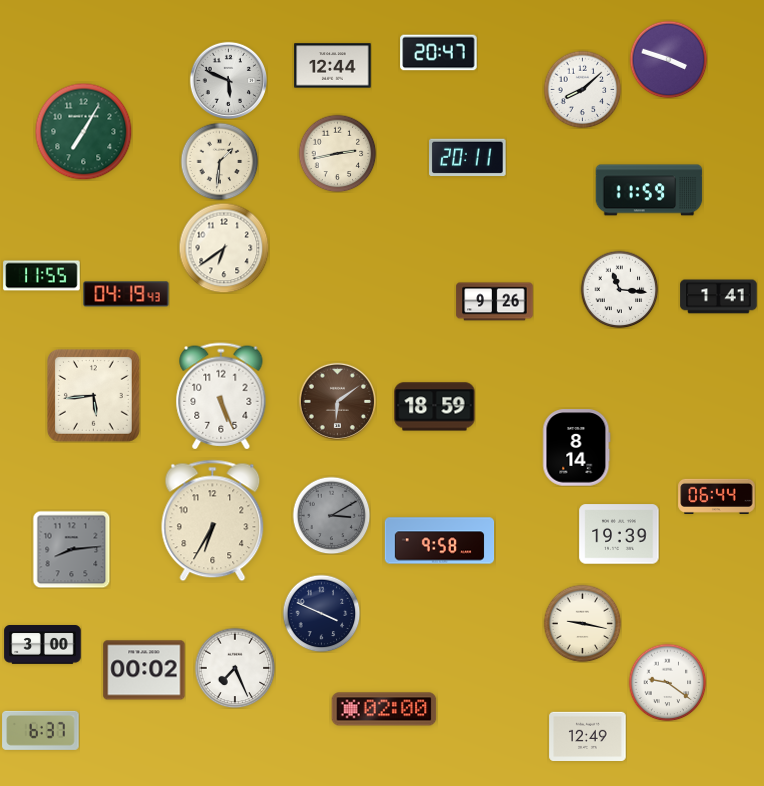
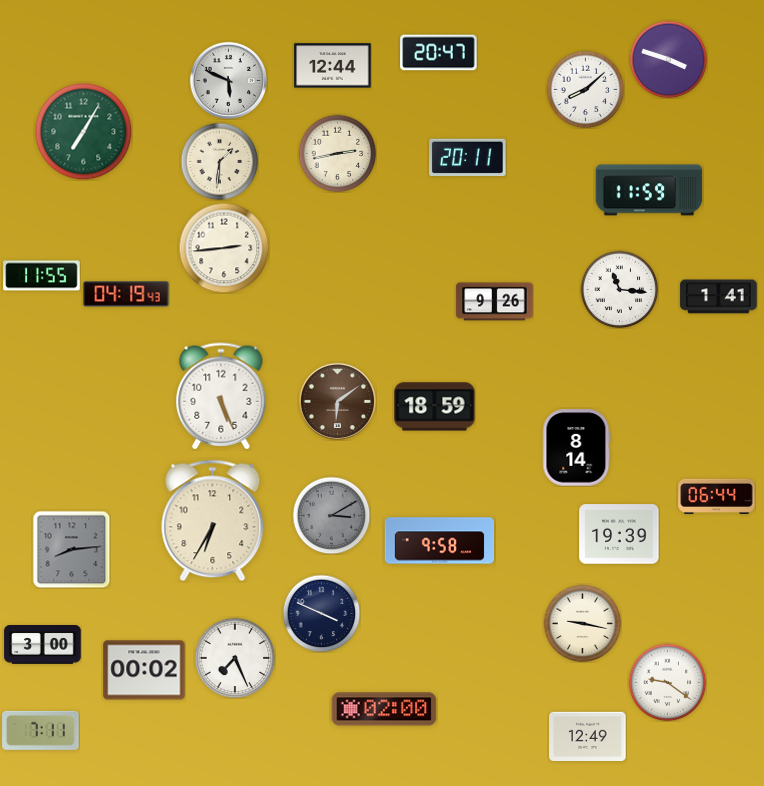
clock at (582, 89) position: (582, 89) -> (585, 89)
clock at (224, 248): 6:39 -> 2:44
clock at (93, 395): 5:44 -> none
clock at (235, 668) position: (235, 668) -> (235, 658)
clock at (41, 730): 6:37 -> 7:11
